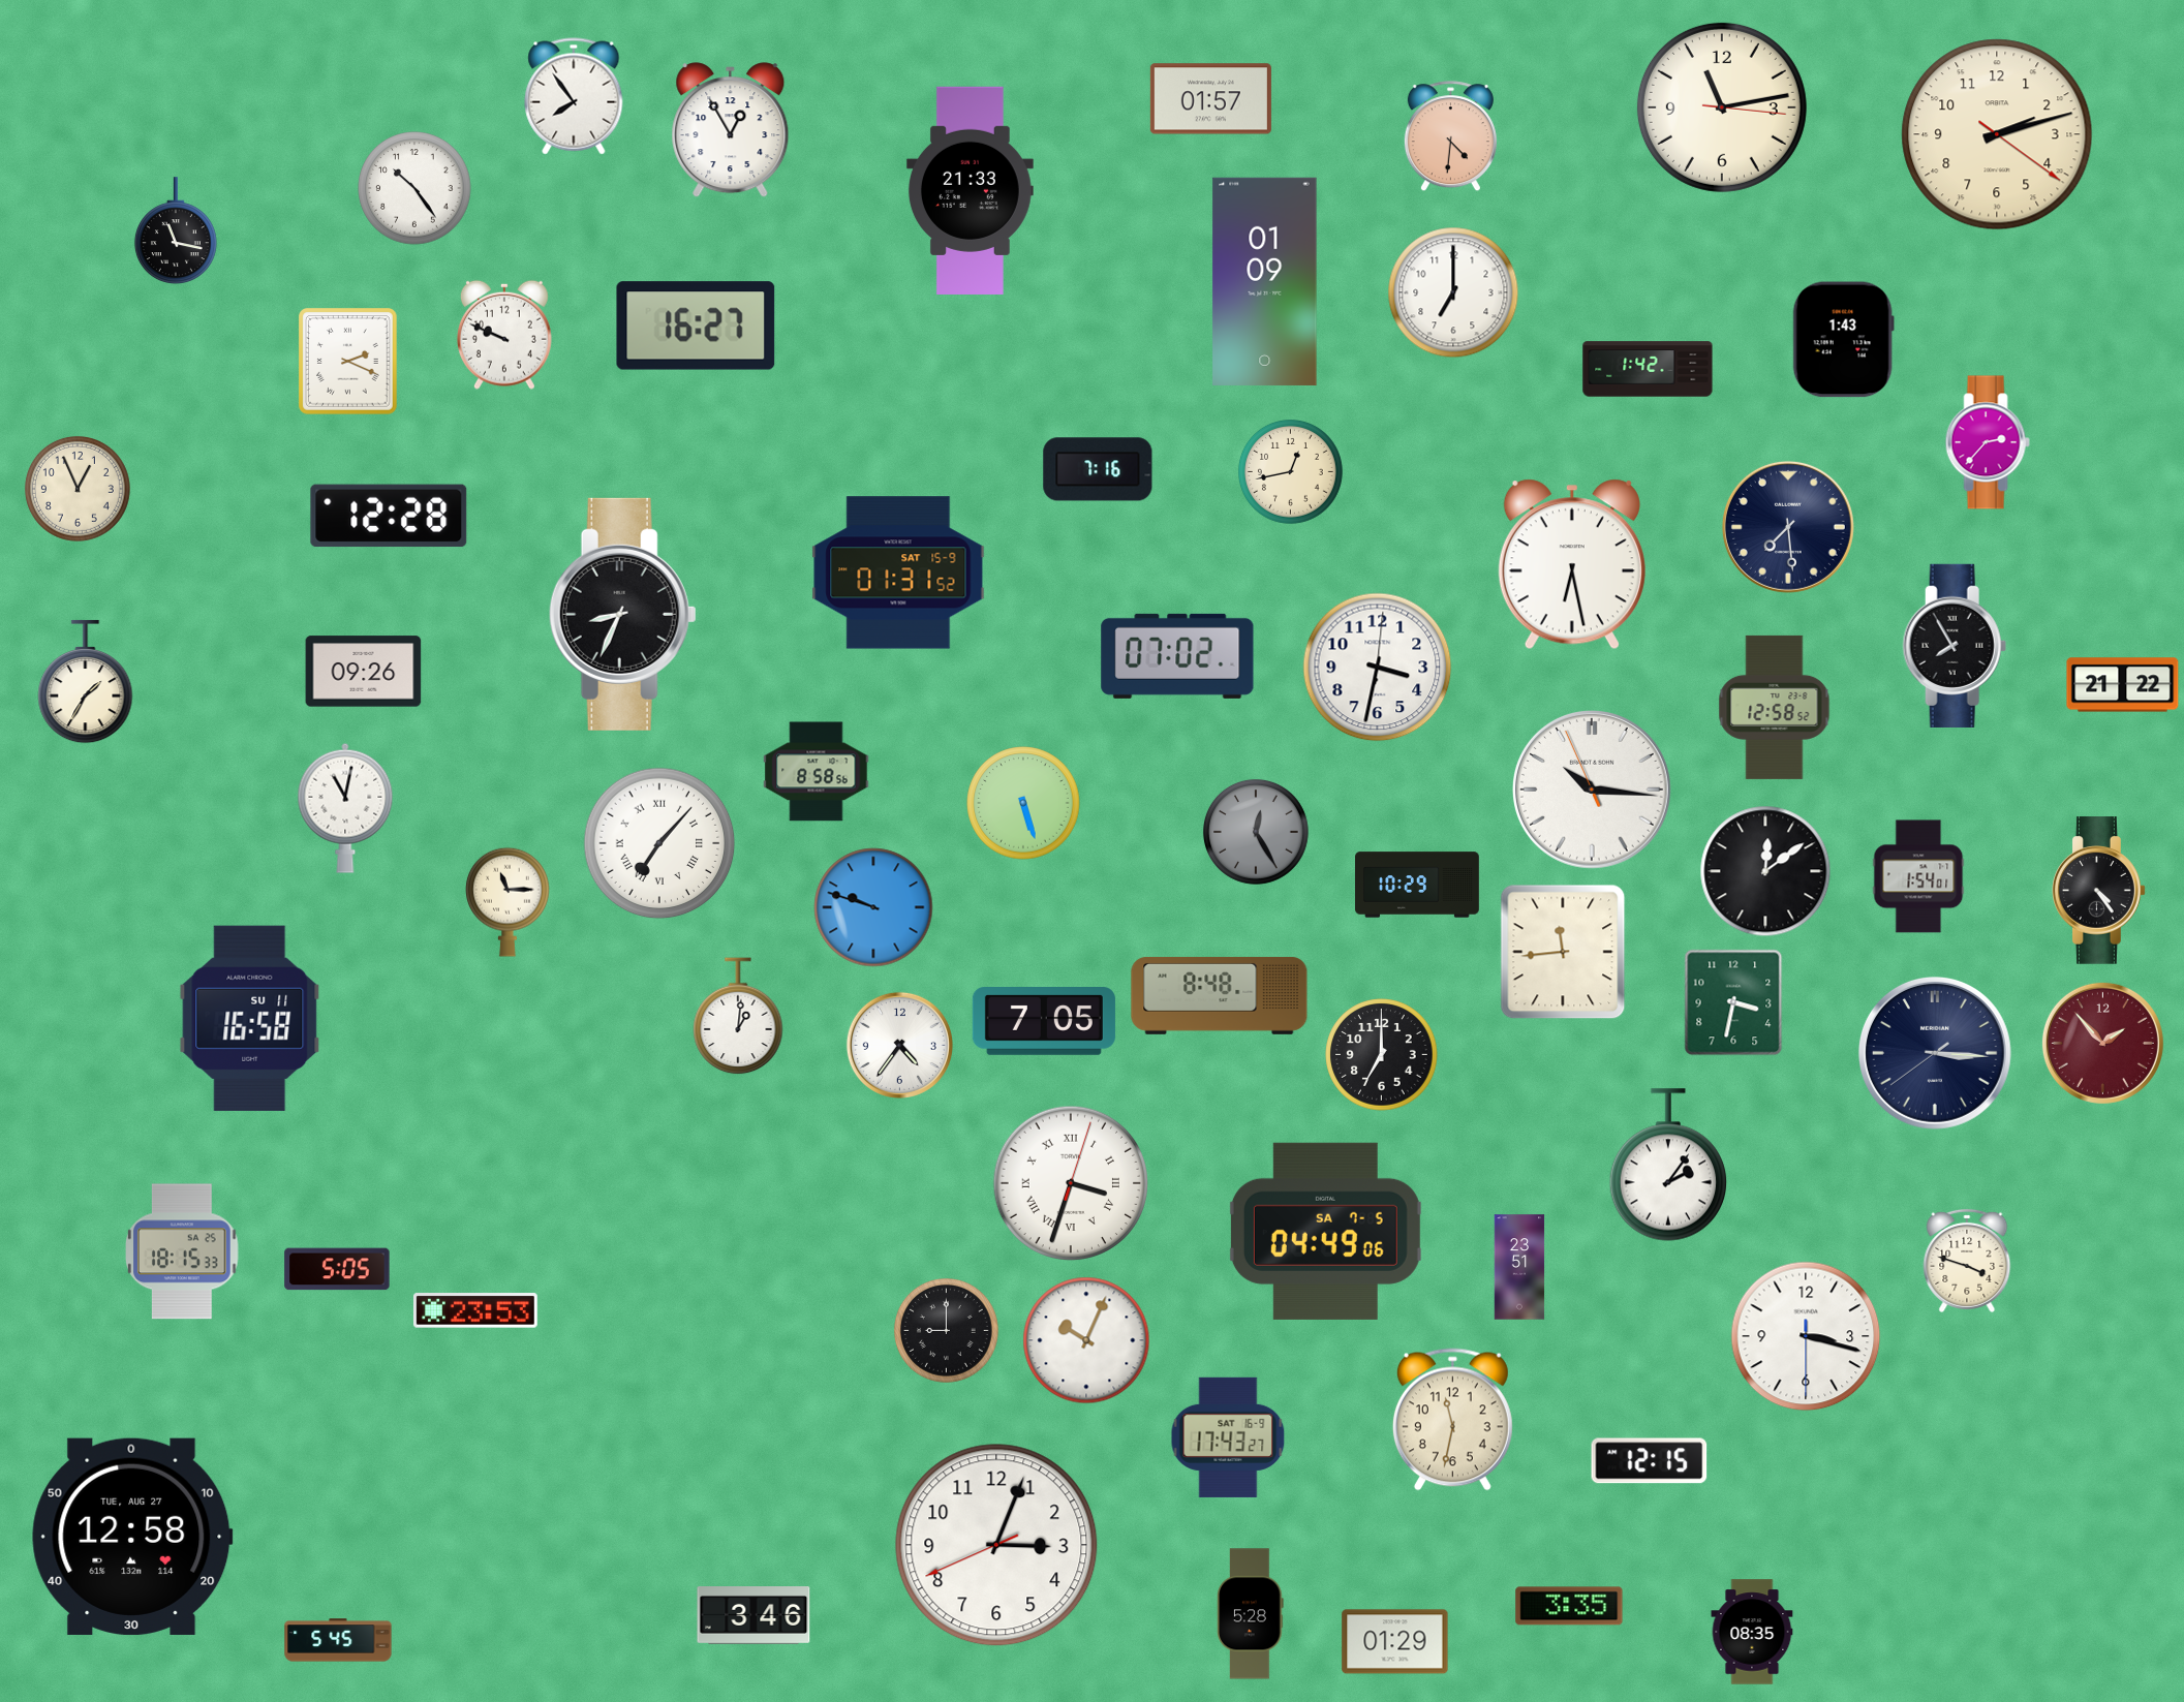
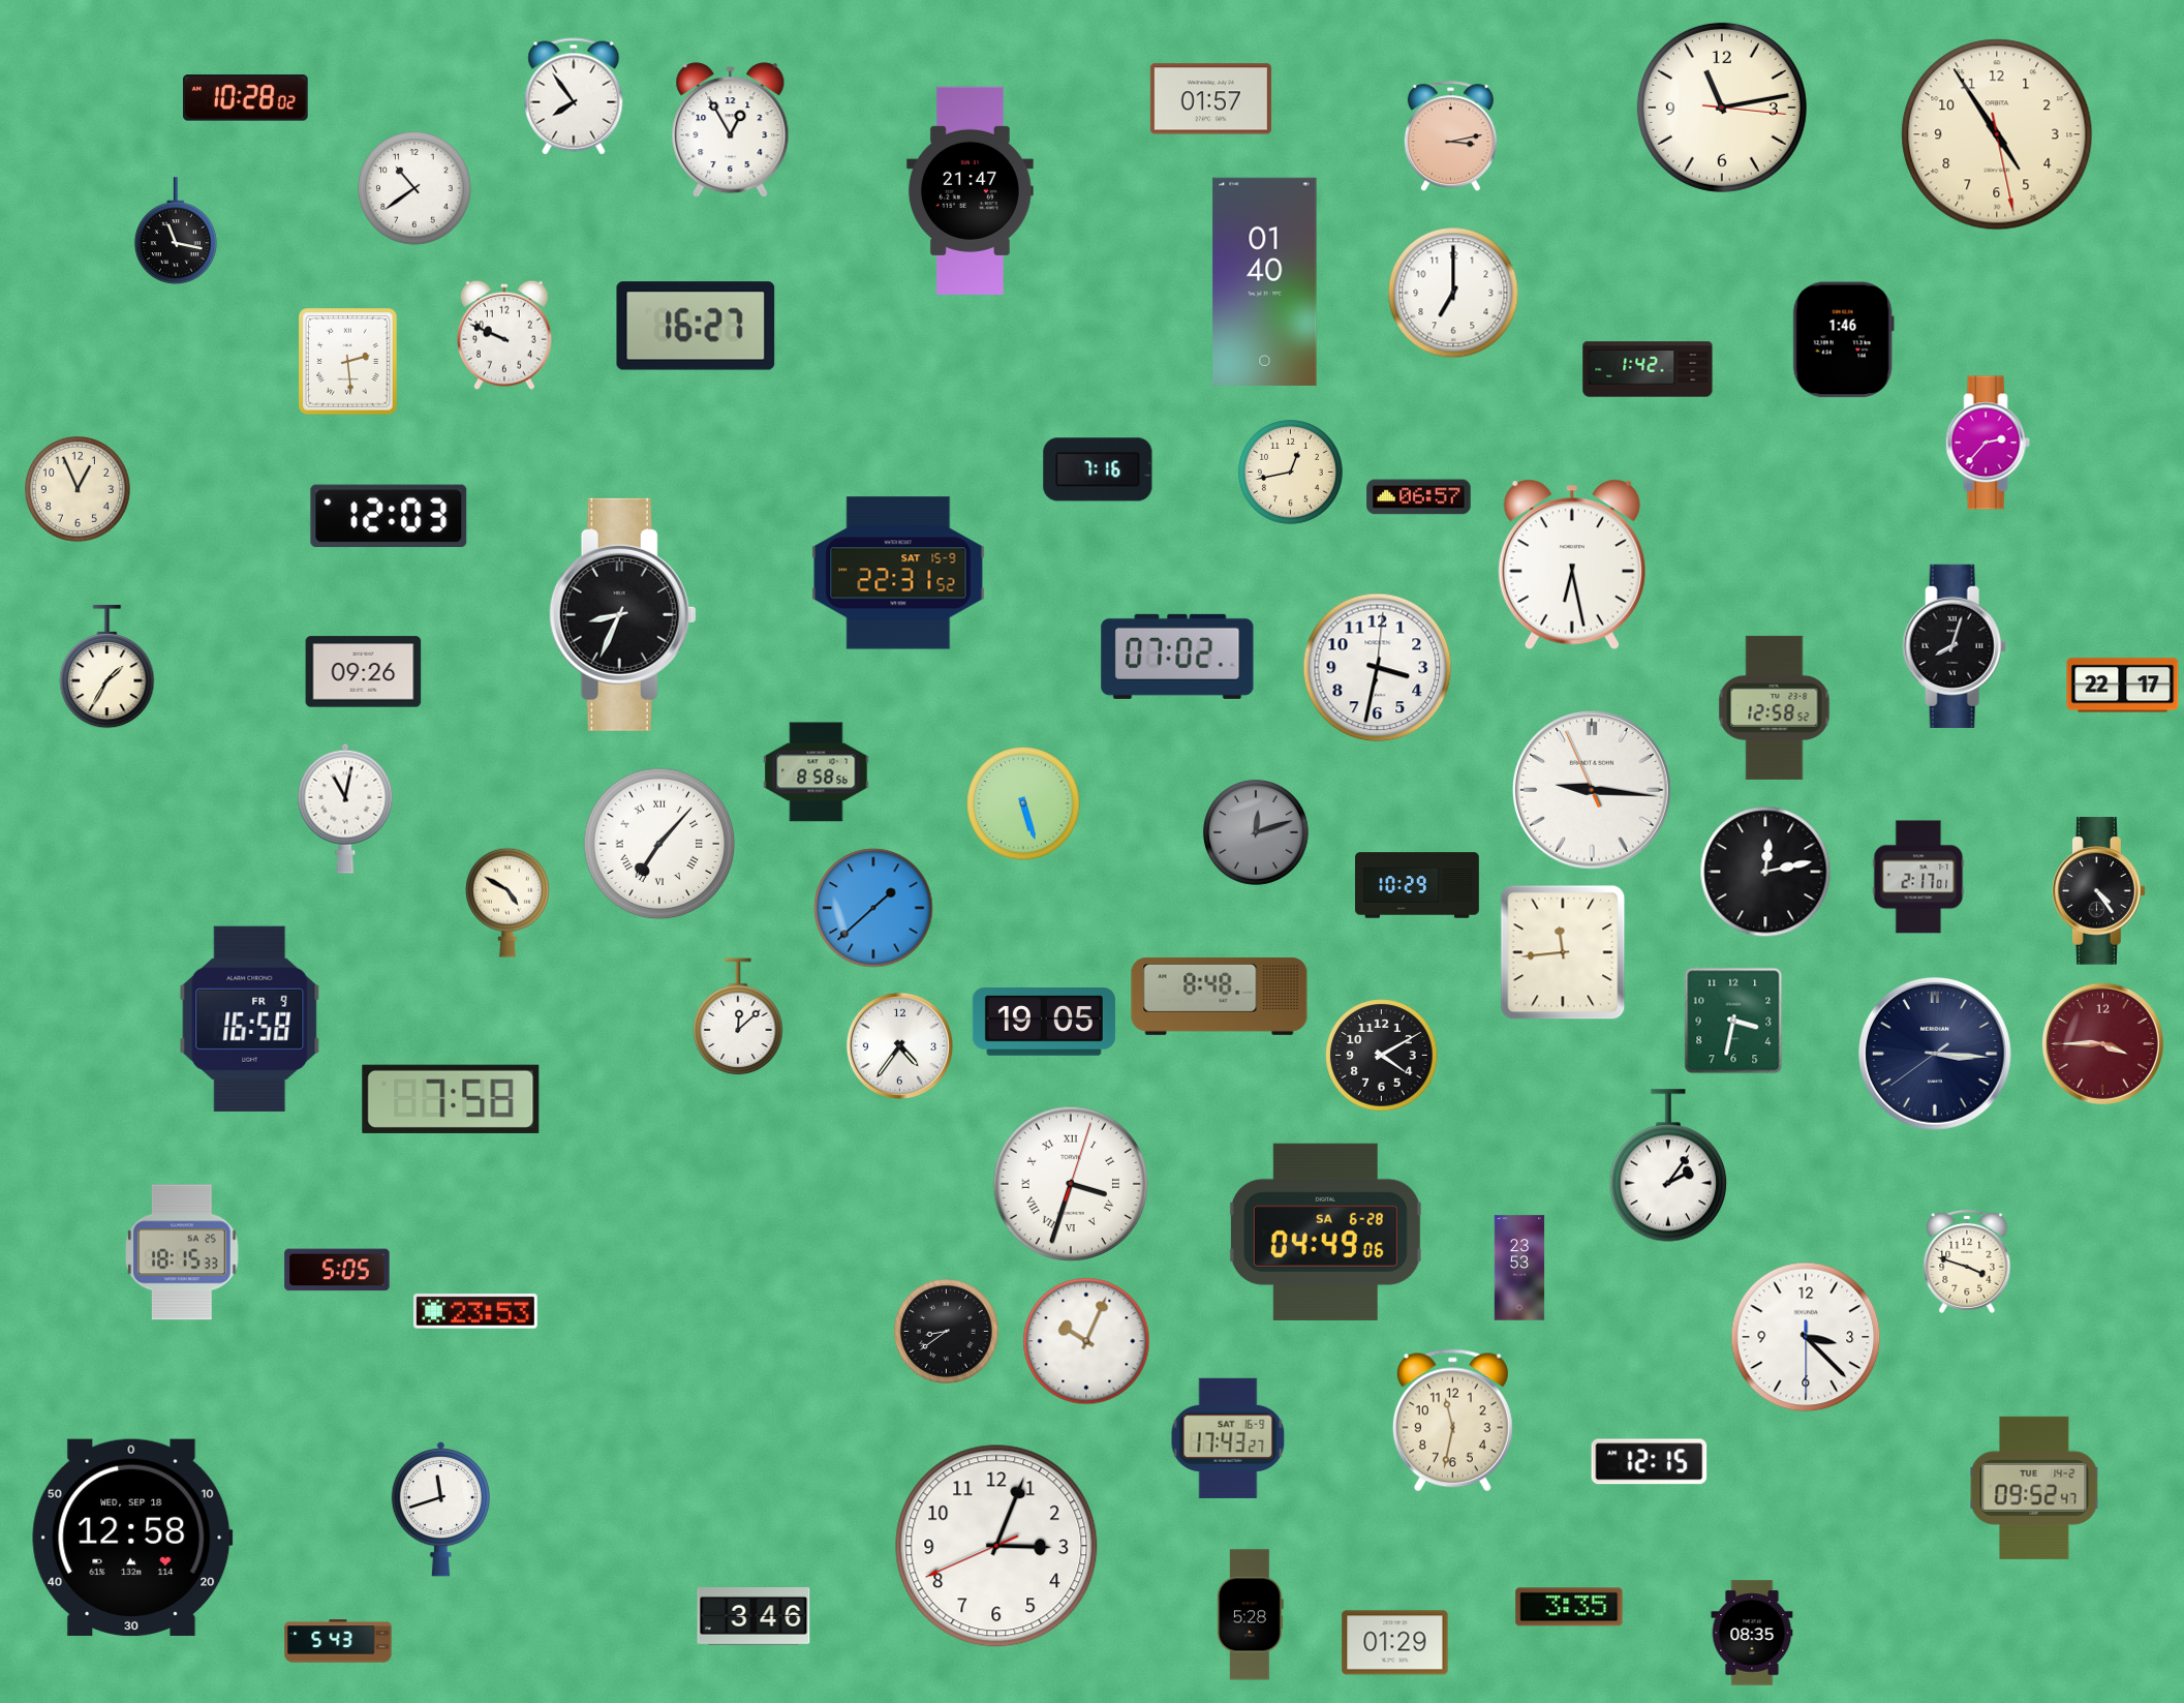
clock at (245, 98): none -> 10:28
clock at (1997, 134): 2:12 -> 4:54
clock at (1450, 136): 4:31 -> 3:13
clock at (414, 188): 10:24 -> 10:39
clock at (970, 190): 21:33 -> 21:47
clock at (1265, 281): 01:09 -> 01:40
clock at (1843, 340): 1:43 -> 1:46
clock at (348, 362): 2:19 -> 2:29
clock at (1419, 497): none -> 06:57
clock at (389, 516): 12:28 -> 12:03
clock at (1788, 527): 7:29 -> none
clock at (898, 573): 01:31 -> 22:31
clock at (1955, 646): 7:55 -> 8:03
clock at (86, 682) position: (86, 682) -> (107, 667)
clock at (2123, 685): 21:22 -> 22:17
clock at (1593, 791): 10:15 -> 9:15
clock at (1256, 832): 12:25 -> 12:12
clock at (1765, 871): 12:09 -> 12:13
clock at (1918, 876): 1:54 -> 2:17
clock at (509, 902): 11:15 -> 4:50
clock at (873, 907): 9:48 -> 1:38
clock at (1733, 1002) position: (1733, 1002) -> (1733, 1021)
clock at (738, 1017): 1:01 -> 12:08
clock at (250, 1018) date: SU 11 -> FR 9
clock at (1044, 1022): 7:05 -> 19:05
clock at (2102, 1043): 1:53 -> 3:45
clock at (1382, 1055): 7:00 -> 4:10
clock at (451, 1099): none -> 7:58
clock at (1325, 1231) date: SA 7-5 -> SA 6-28
clock at (1519, 1267): 23:51 -> 23:53
clock at (946, 1330): 9:00 -> 8:39
clock at (1806, 1336): 3:17 -> 3:22
clock at (2034, 1488): none -> 09:52
clock at (441, 1509): none -> 11:42
clock at (132, 1537) date: TUE, AUG 27 -> WED, SEP 18
clock at (338, 1640): 5:45 -> 5:43
